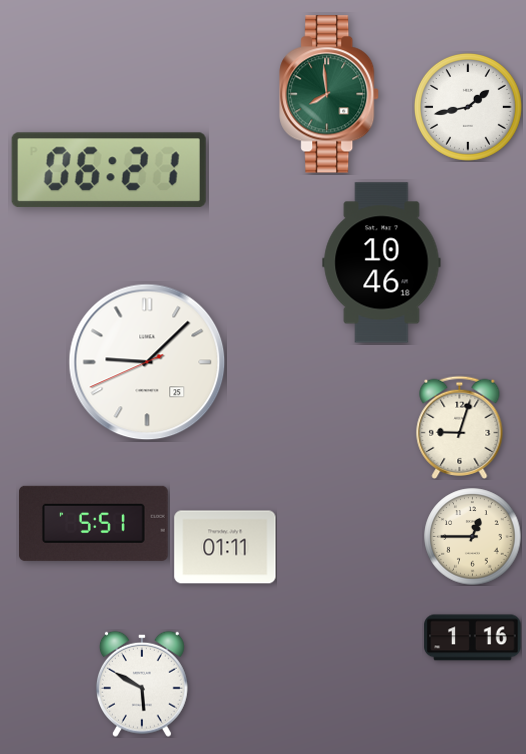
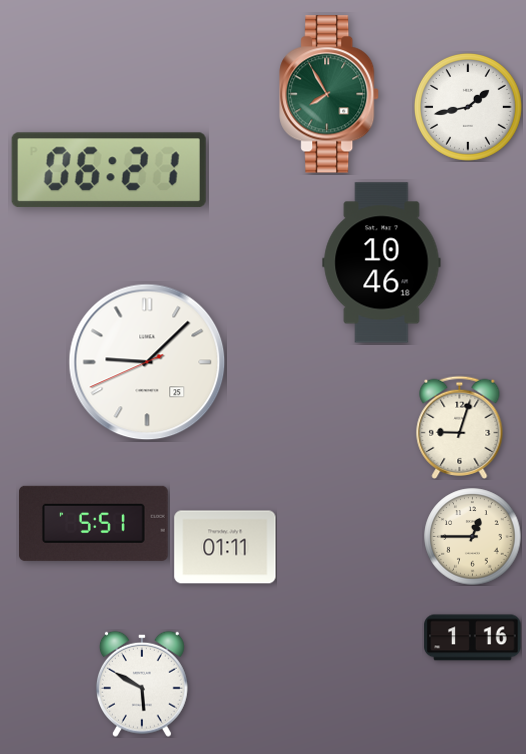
clock at (330, 94): 7:59 -> 7:55
